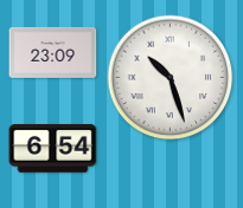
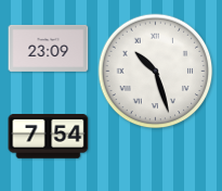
clock at (53, 149): 6:54 -> 7:54
